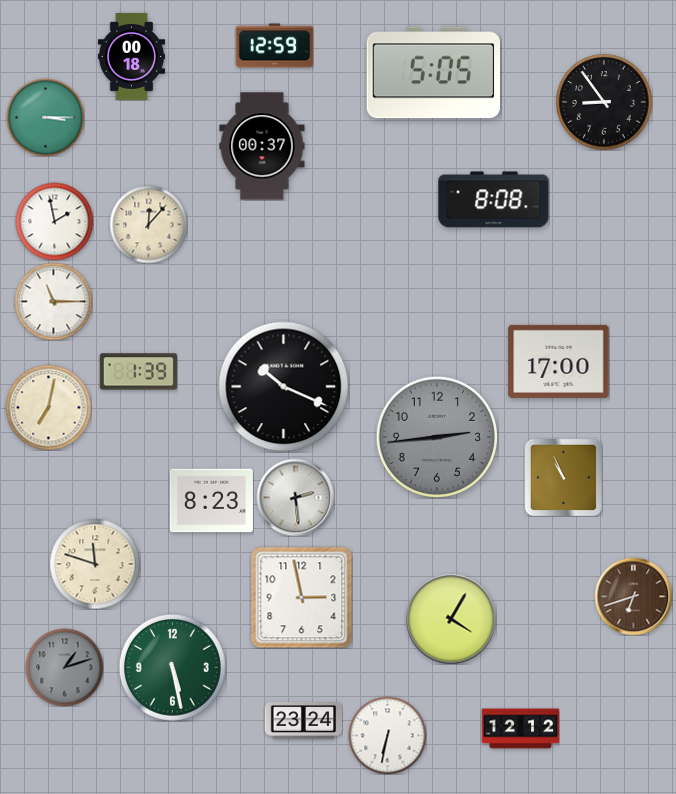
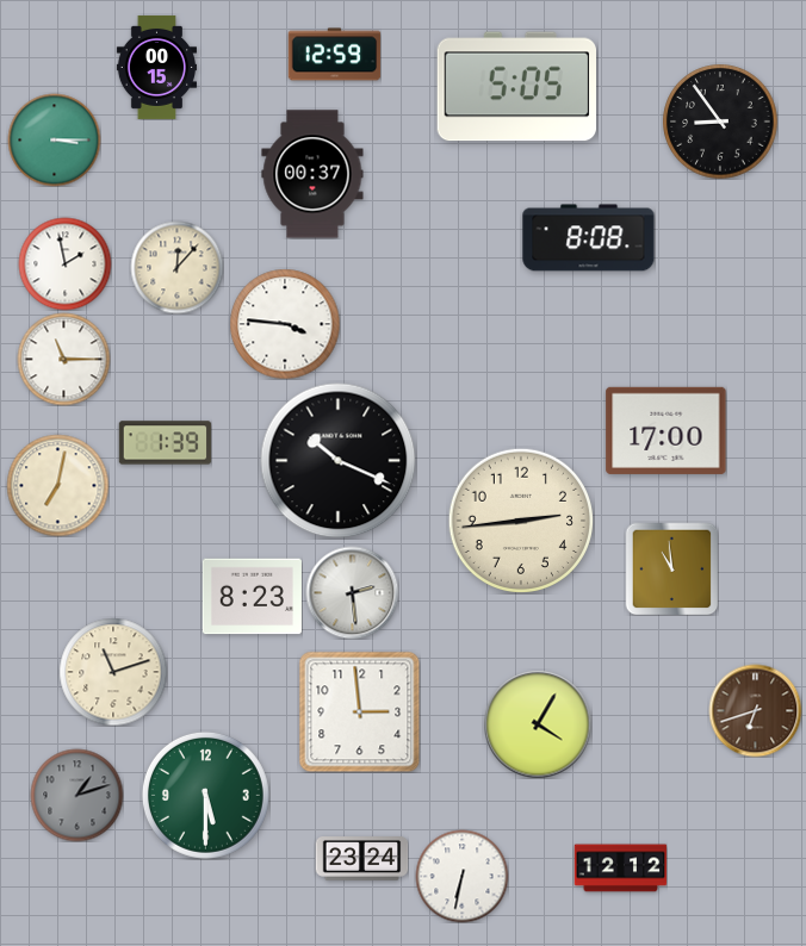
clock at (274, 46) position: (274, 46) -> (334, 55)
clock at (131, 56): 00:18 -> 00:15
clock at (285, 324): none -> 3:46
clock at (436, 436) dial: grey -> cream
clock at (563, 477): 10:56 -> 10:59
clock at (95, 564): 11:48 -> 11:12
clock at (301, 597): 2:58 -> 2:59
clock at (451, 619) position: (451, 619) -> (538, 724)
clock at (172, 667): 5:28 -> 5:30
